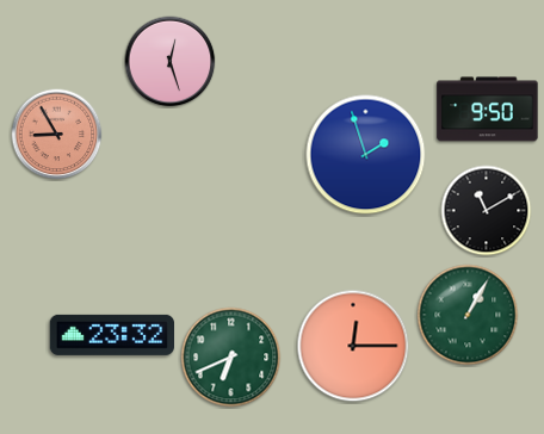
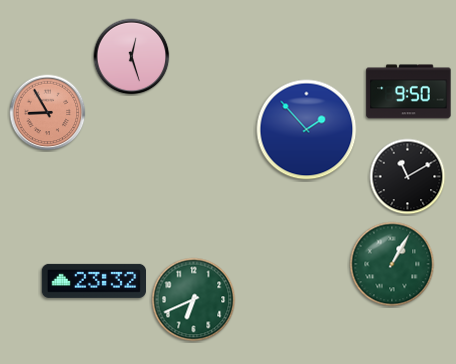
clock at (171, 62) position: (171, 62) -> (132, 57)
clock at (366, 155): 1:57 -> 1:53
clock at (353, 346): 12:15 -> none
